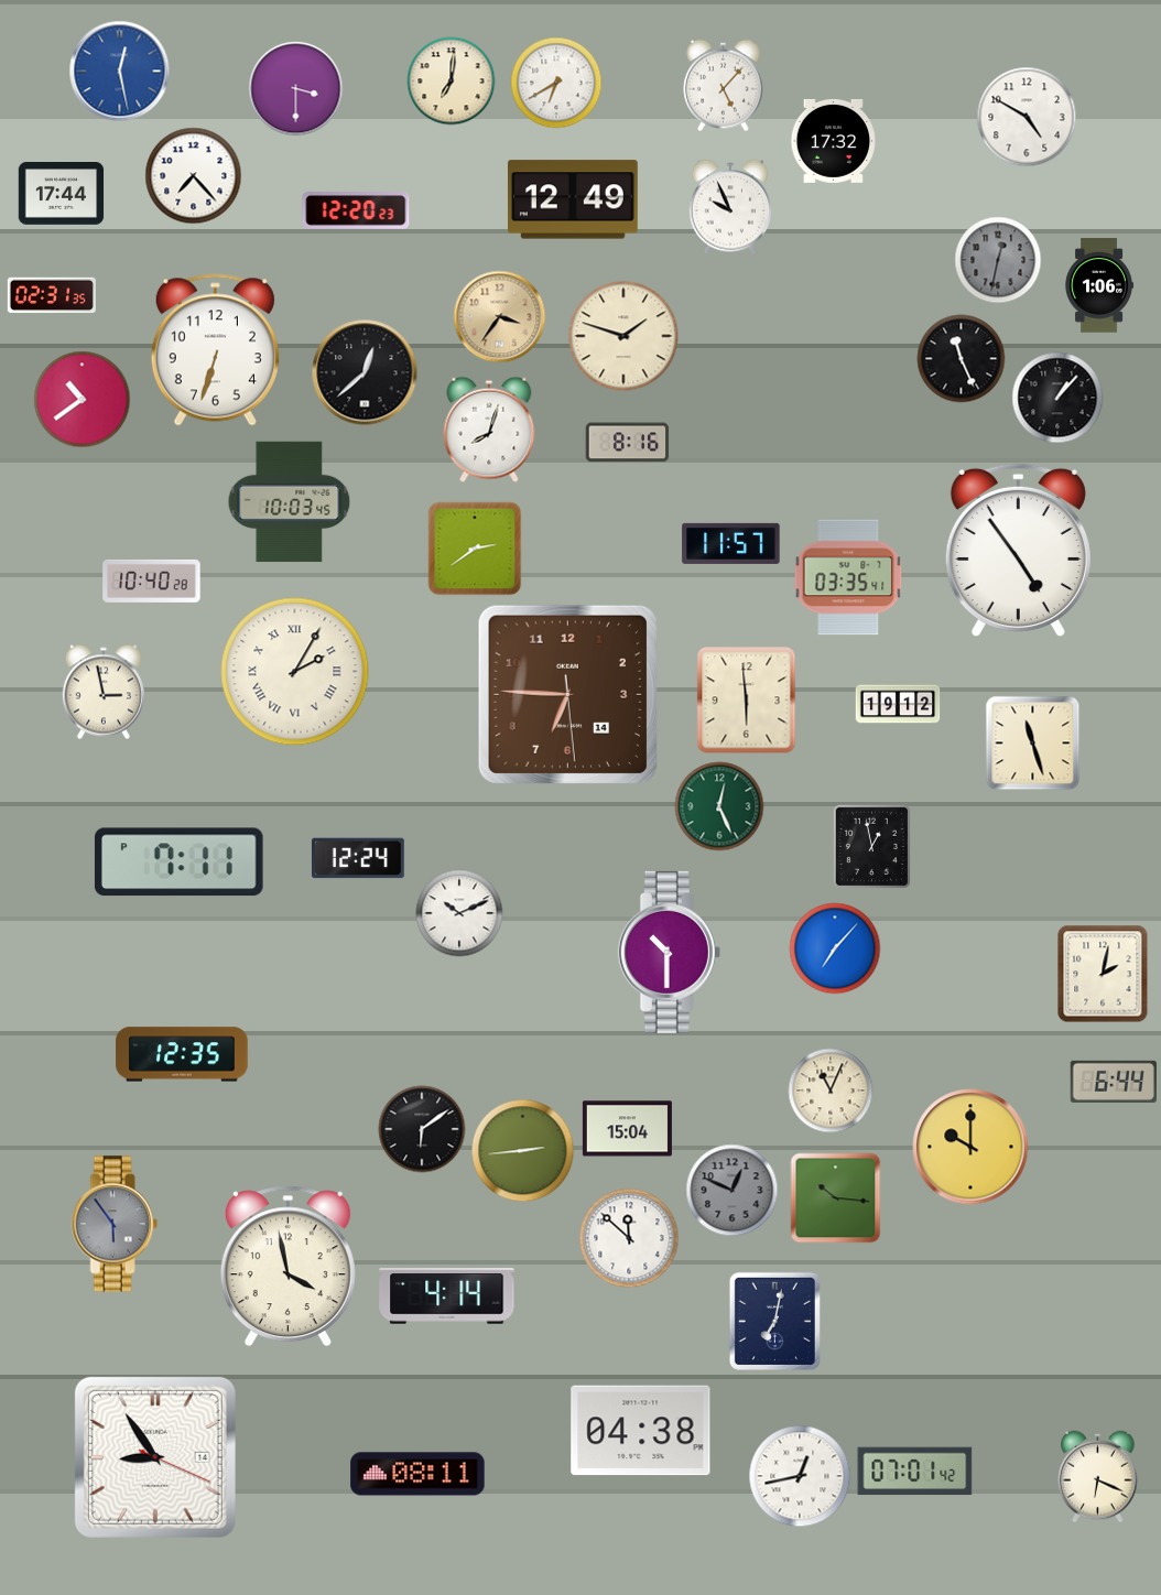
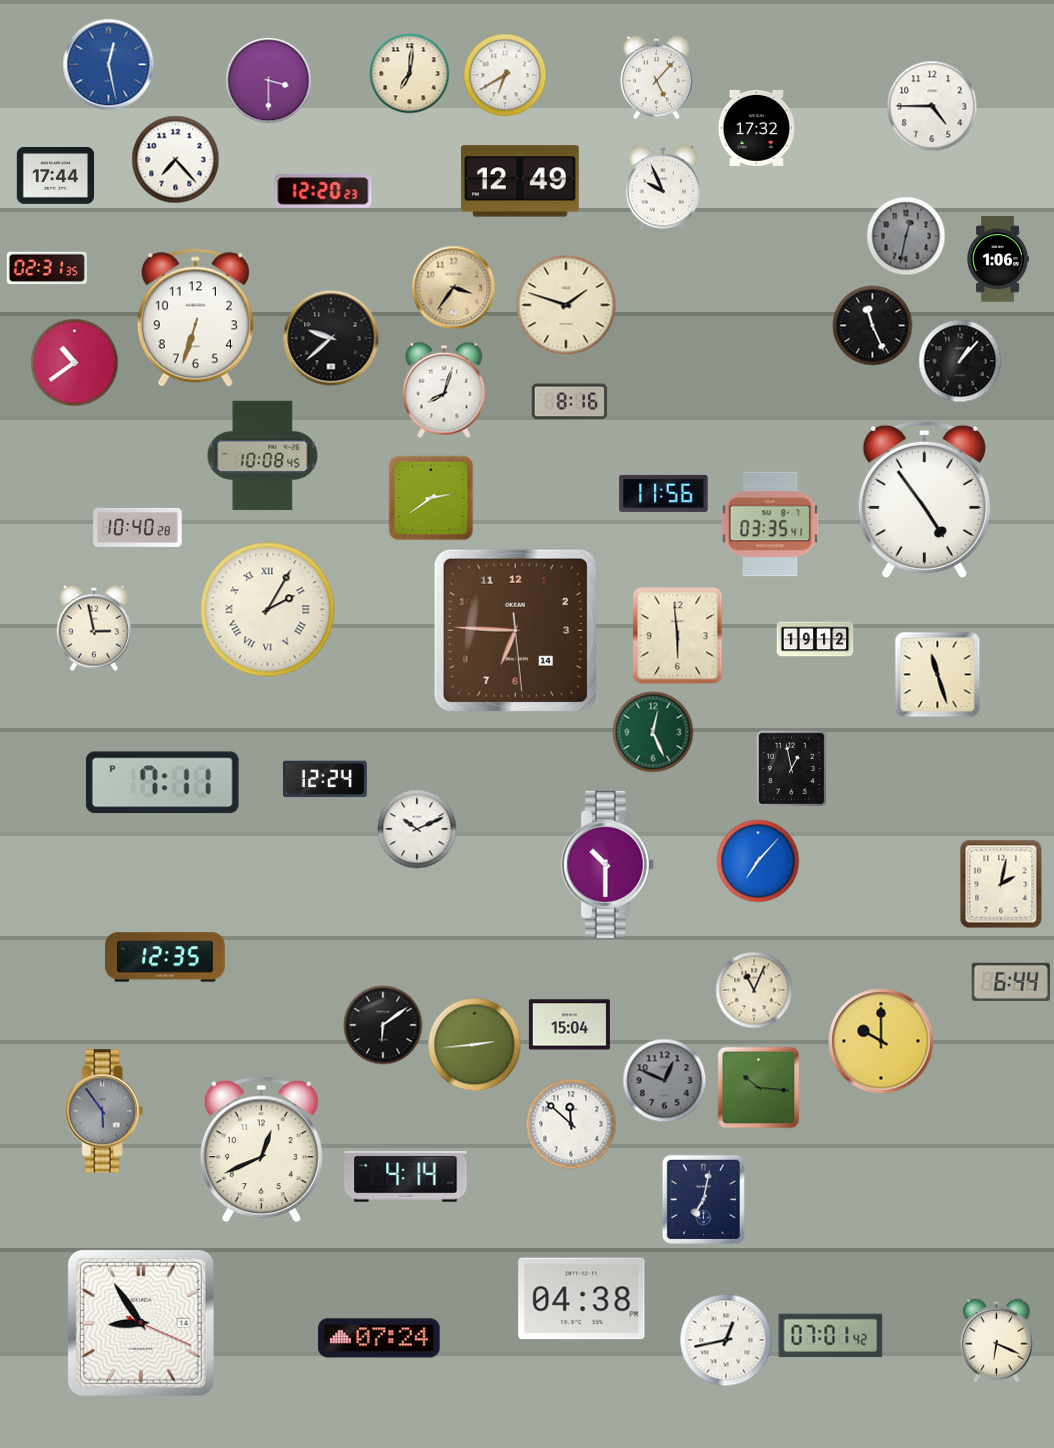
clock at (1027, 117): 4:50 -> 4:45
clock at (365, 372): 12:38 -> 9:38
clock at (290, 502): 10:03 -> 10:08
clock at (731, 543): 11:57 -> 11:56
clock at (287, 1267): 3:58 -> 12:41
clock at (417, 1474): 08:11 -> 07:24
